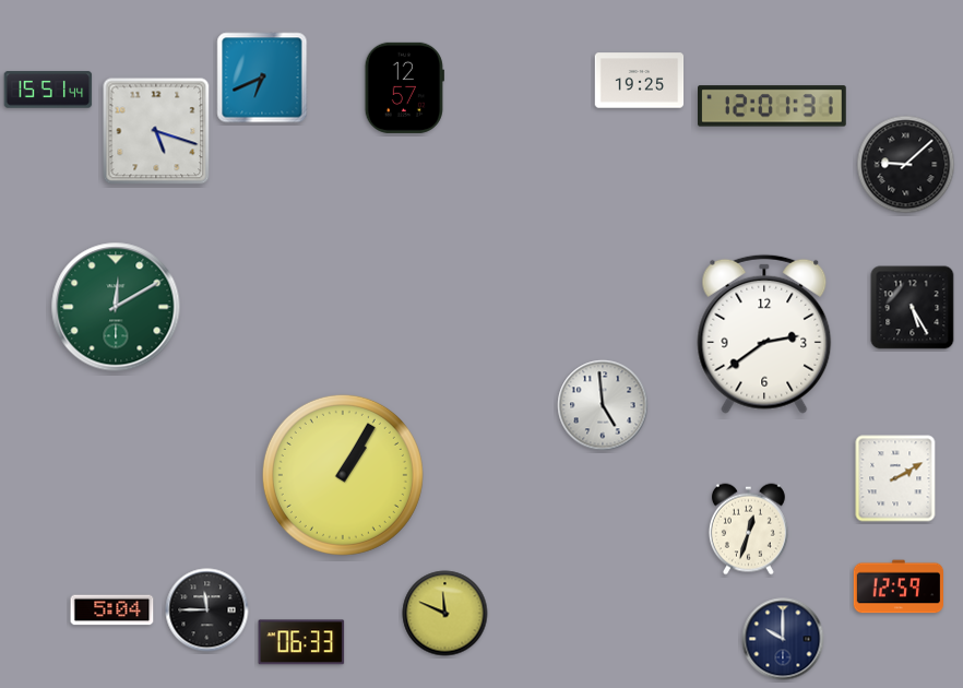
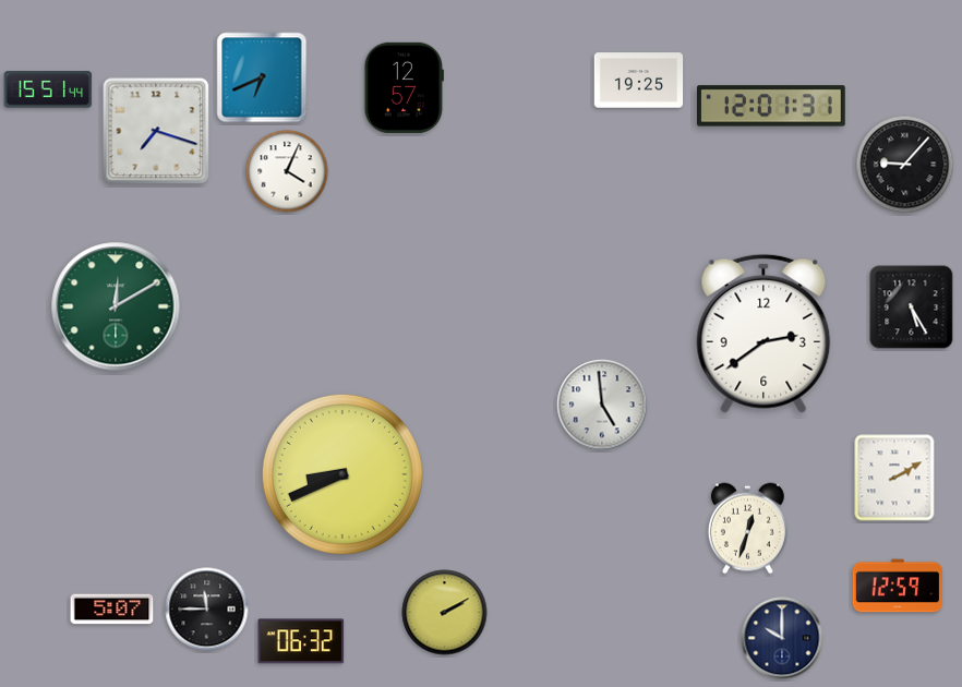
clock at (156, 131): 5:18 -> 7:18
clock at (906, 165): 9:08 -> 9:07
clock at (287, 171): none -> 4:04
clock at (343, 475): 1:05 -> 8:41
clock at (112, 610): 5:04 -> 5:07
clock at (445, 614): 11:49 -> 2:10
clock at (301, 642): 06:33 -> 06:32
